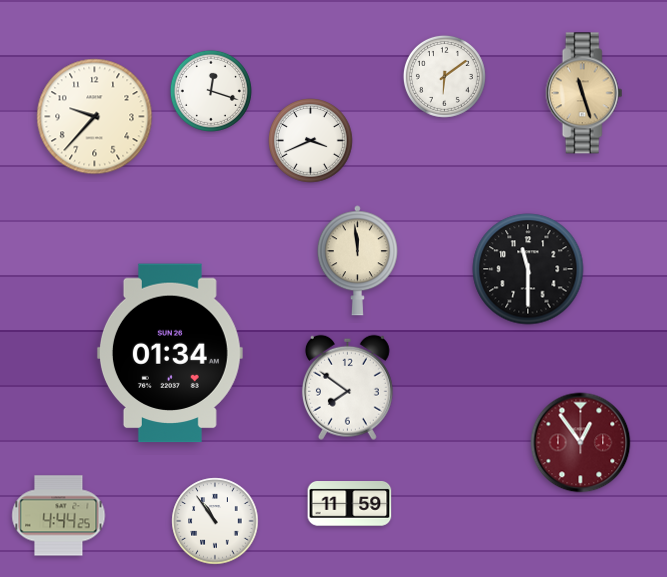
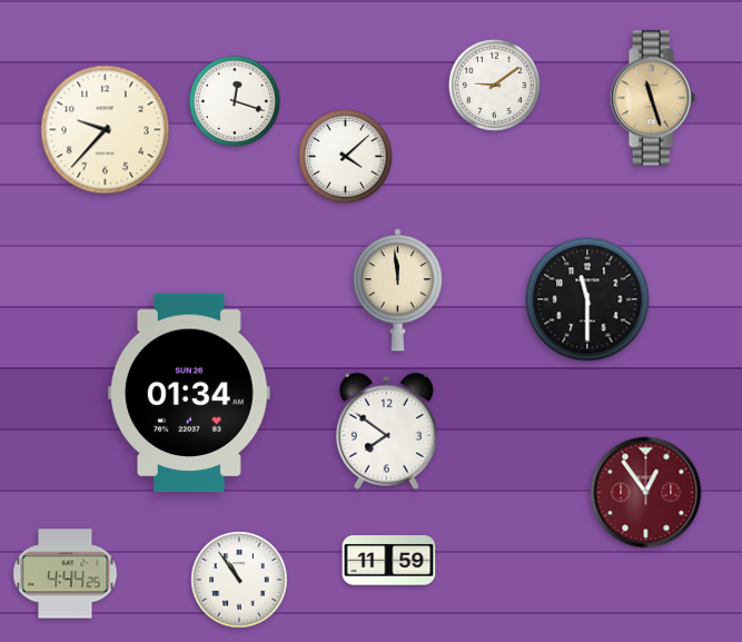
clock at (444, 76): 6:09 -> 9:09
clock at (584, 93) position: (584, 93) -> (653, 98)
clock at (311, 141): 3:41 -> 4:08
